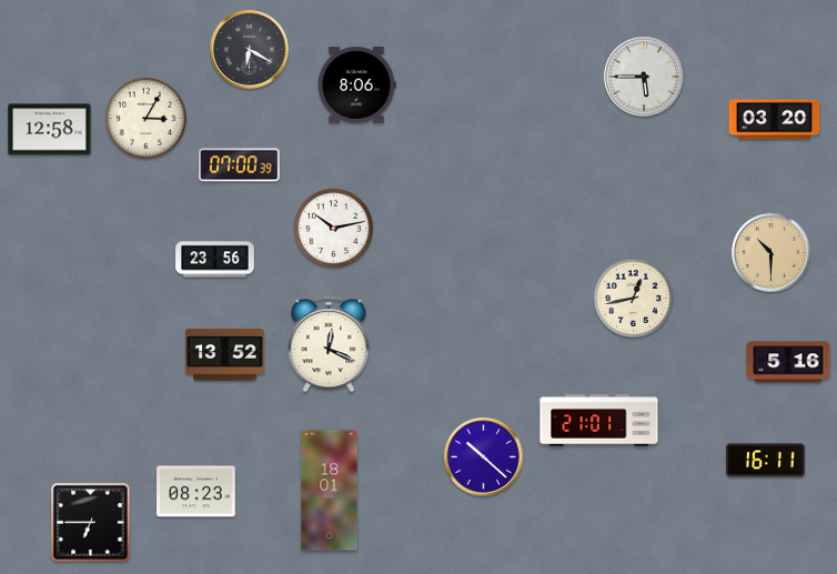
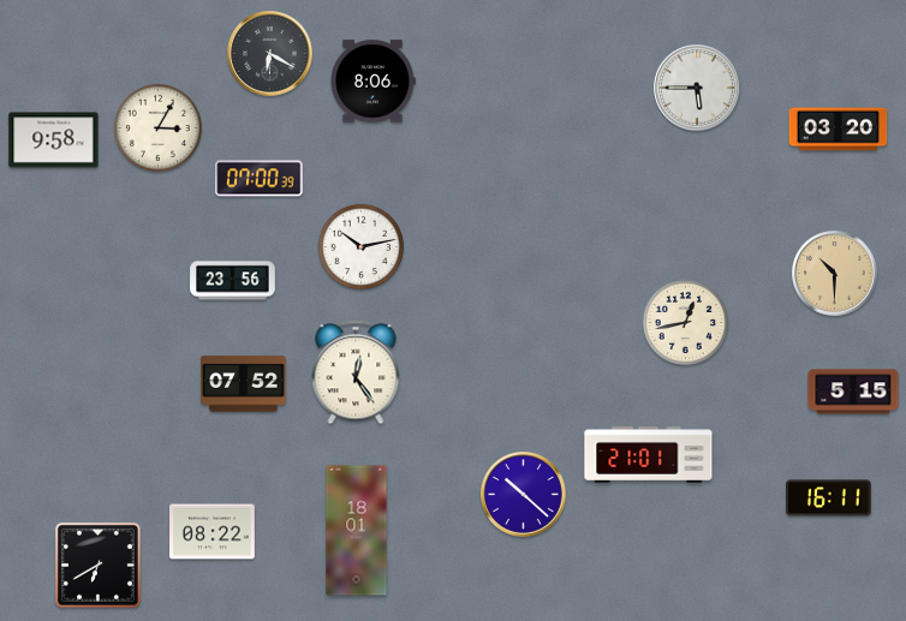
clock at (644, 77) position: (644, 77) -> (697, 88)
clock at (356, 85) position: (356, 85) -> (372, 82)
clock at (50, 130): 12:58 -> 9:58
clock at (329, 344): 12:19 -> 12:24
clock at (225, 355): 13:52 -> 07:52
clock at (788, 362): 5:16 -> 5:15
clock at (196, 492): 08:23 -> 08:22
clock at (90, 522): 6:45 -> 6:40
